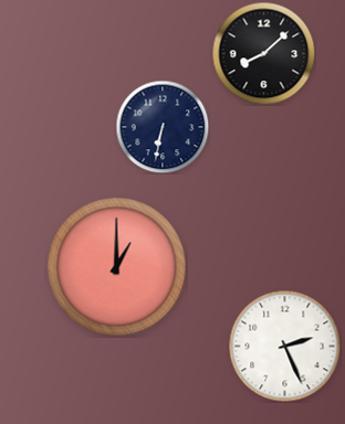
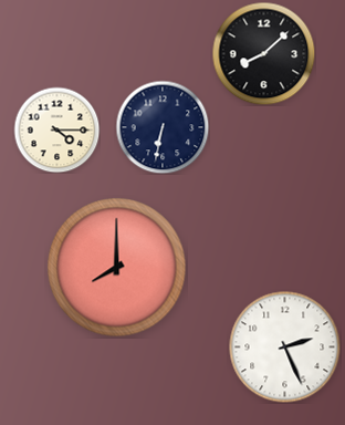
clock at (56, 129): none -> 4:15
clock at (117, 267): 1:00 -> 8:00
